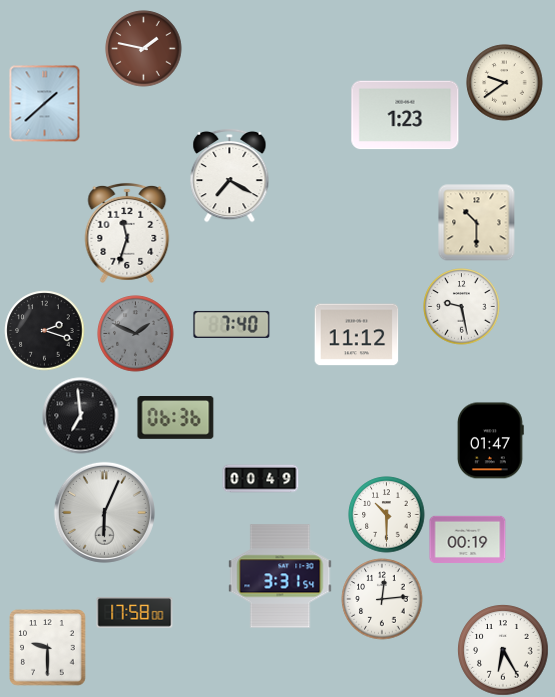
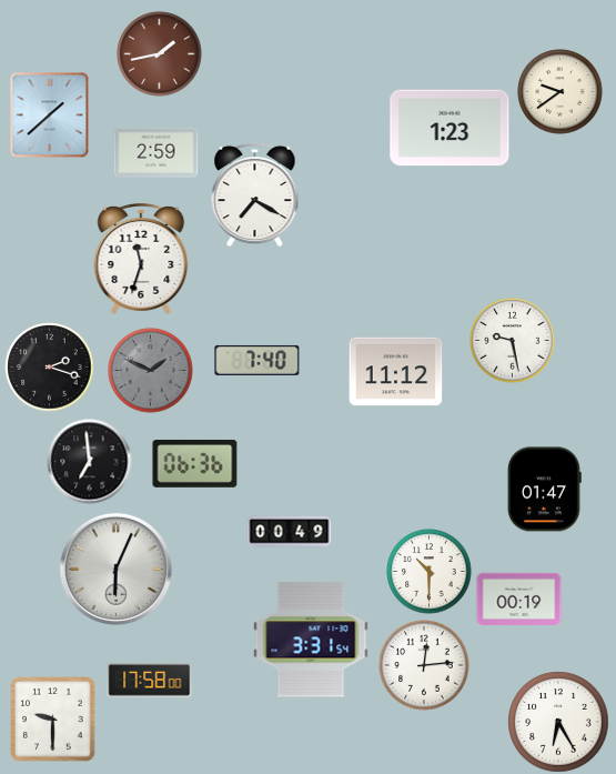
clock at (144, 49): 1:47 -> 1:43
clock at (156, 152): none -> 2:59
clock at (477, 223): 10:30 -> none
